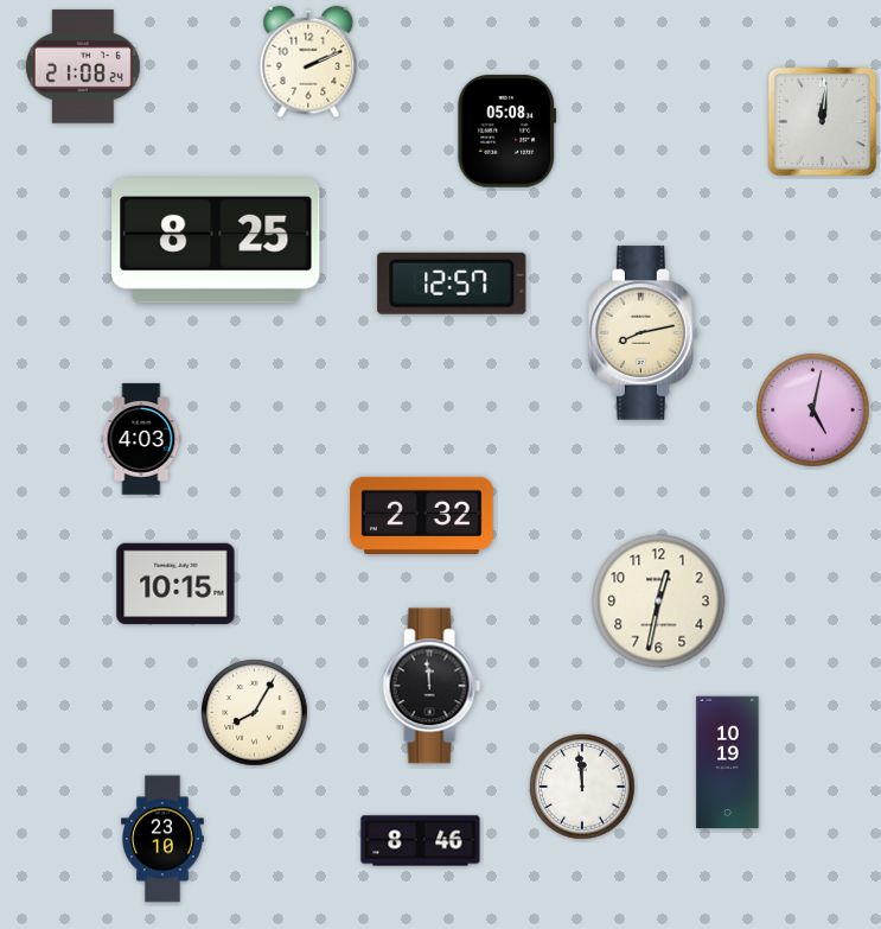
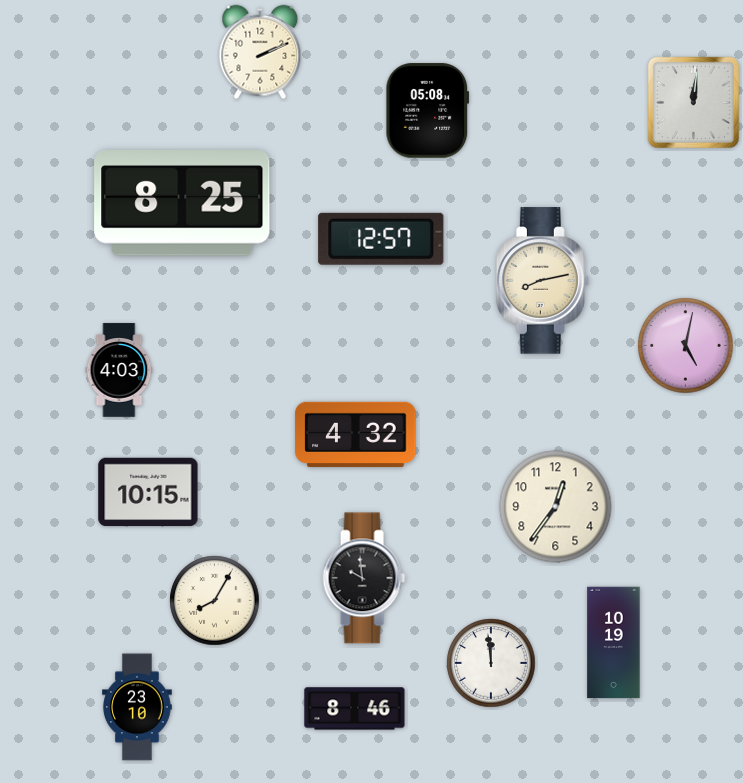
clock at (83, 66): 21:08 -> none
clock at (422, 515): 2:32 -> 4:32
clock at (659, 602): 12:32 -> 12:36
clock at (432, 686): 11:59 -> 9:59
